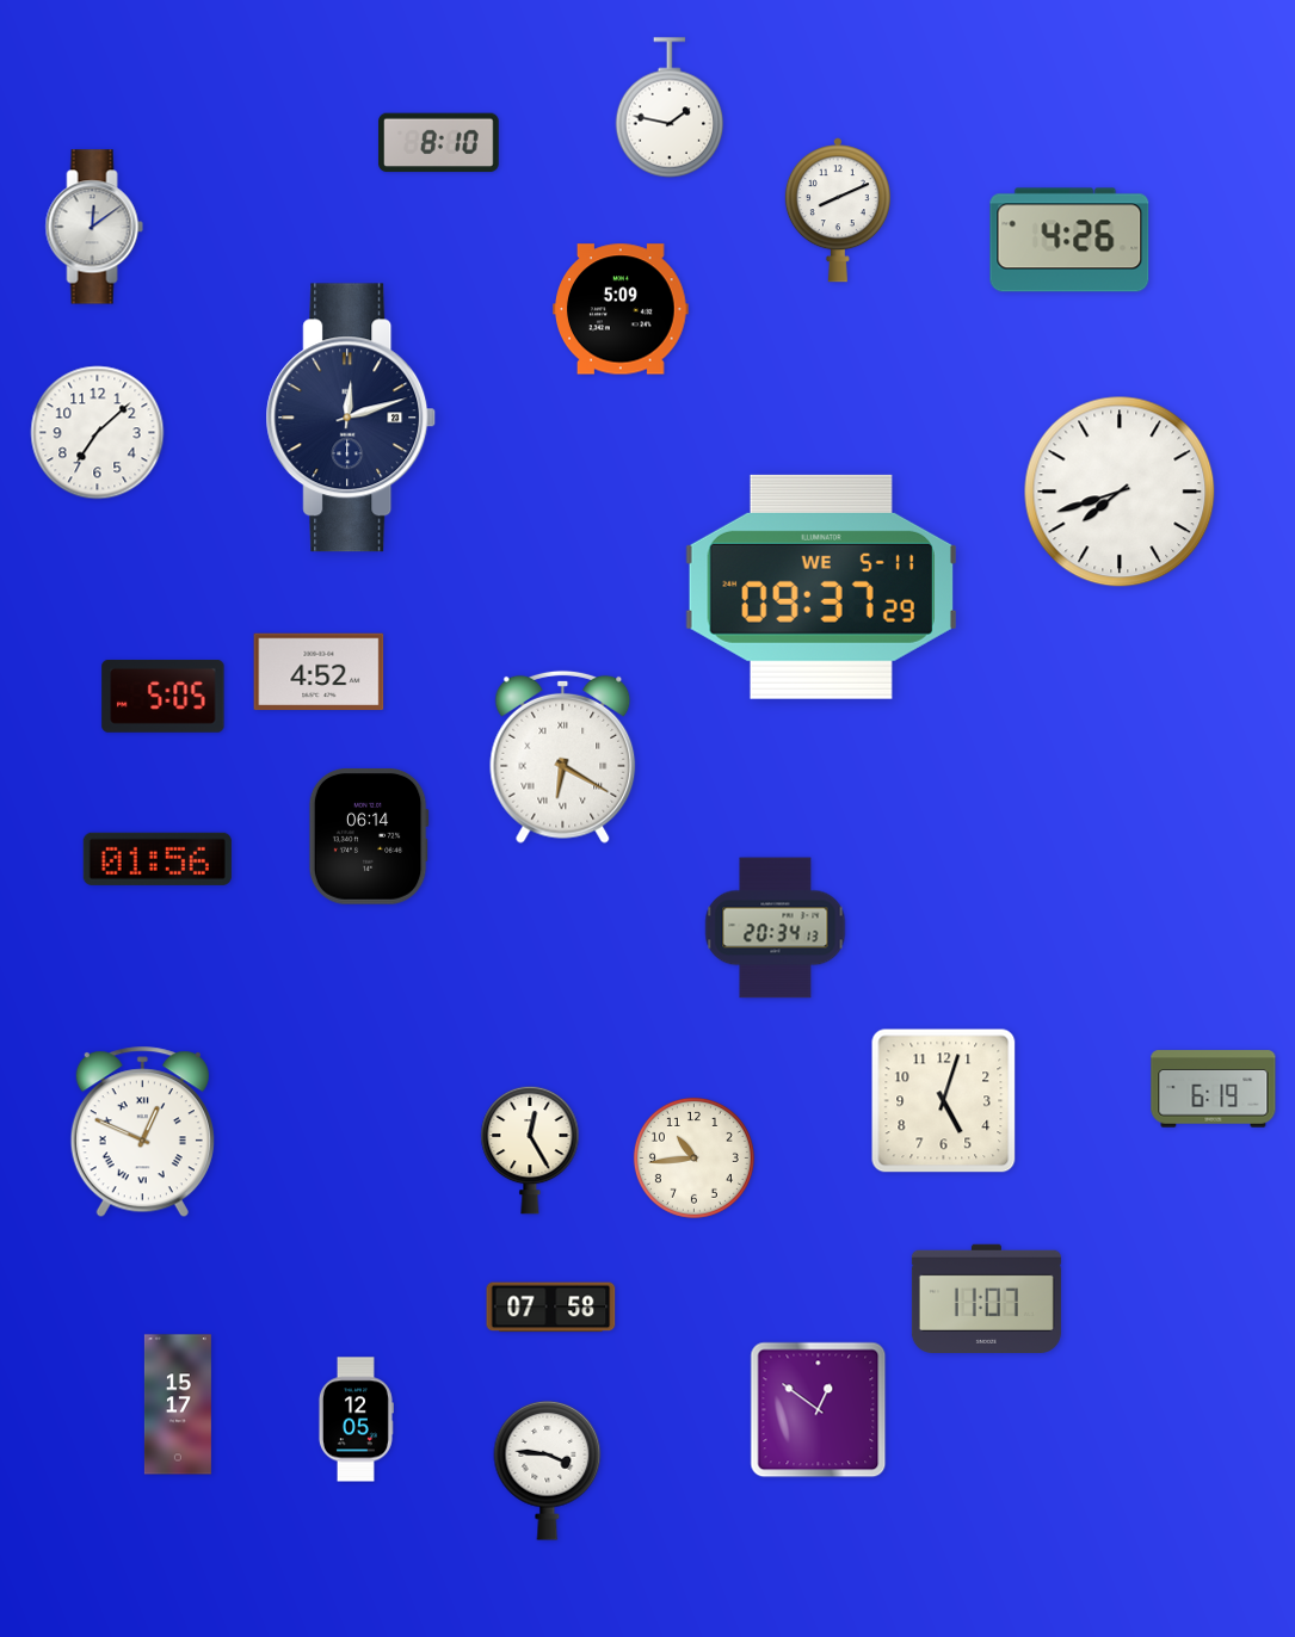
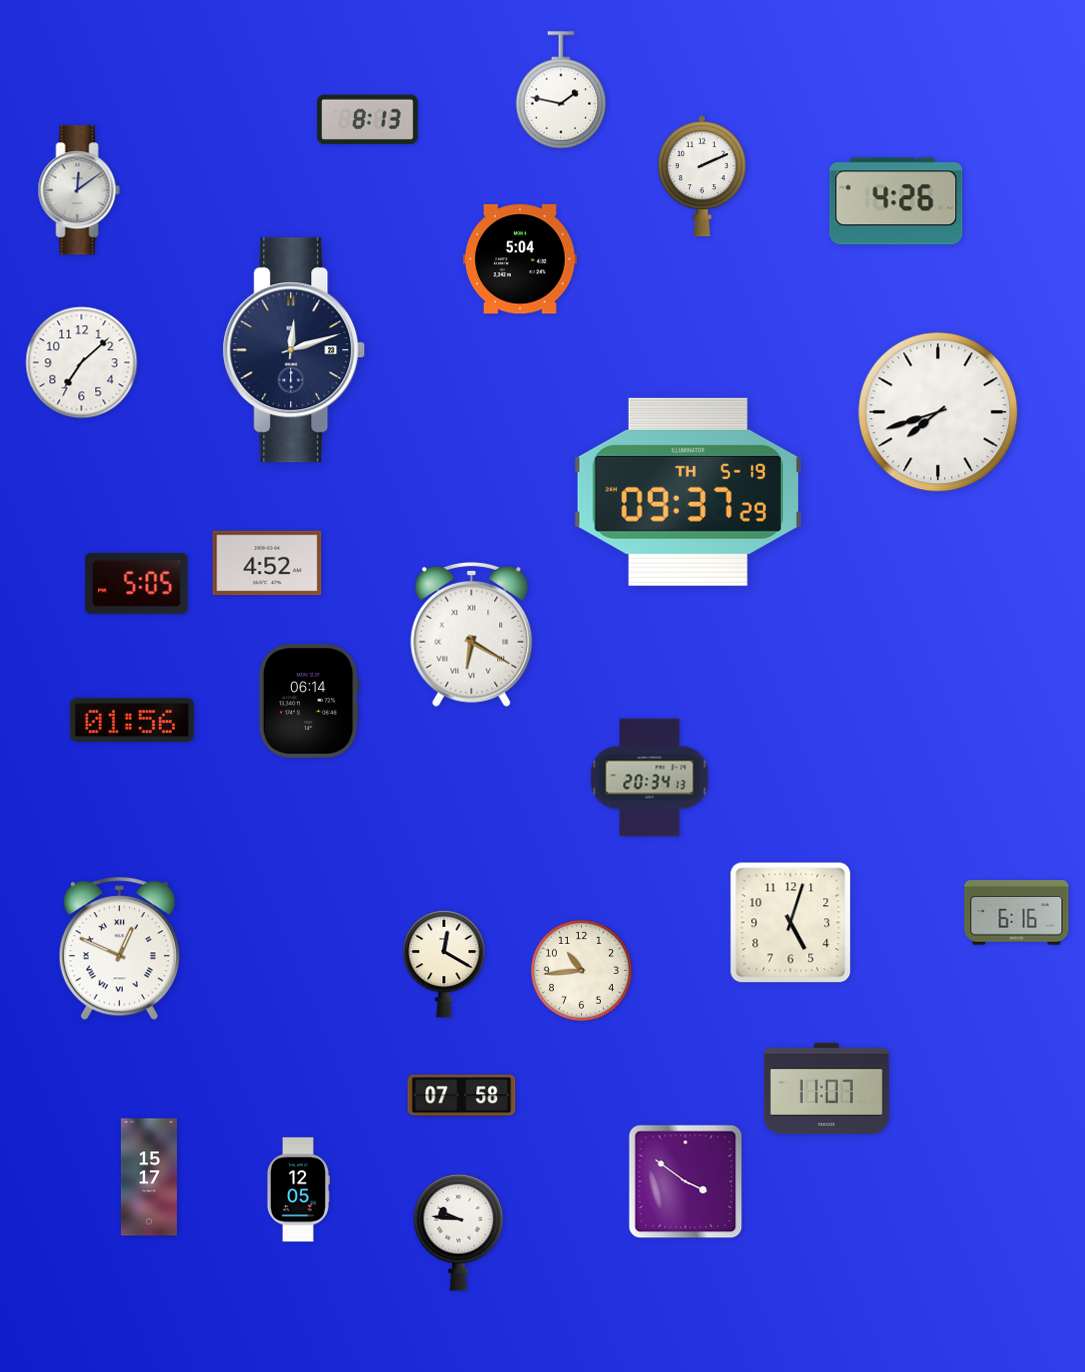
clock at (439, 143): 8:10 -> 8:13
clock at (838, 210): 8:11 -> 2:11
clock at (622, 309): 5:09 -> 5:04
clock at (821, 587) date: WE 5-11 -> TH 5-19
clock at (1214, 1089): 6:19 -> 6:16
clock at (530, 1150): 12:25 -> 12:20
clock at (819, 1410): 12:51 -> 3:51
clock at (548, 1470): 3:46 -> 9:46
